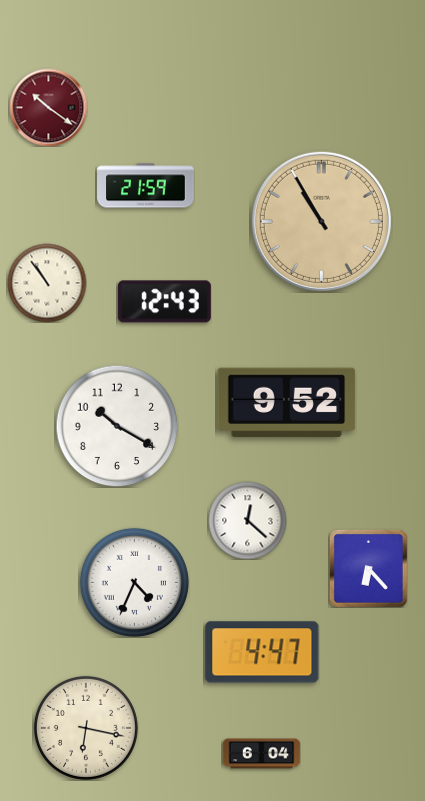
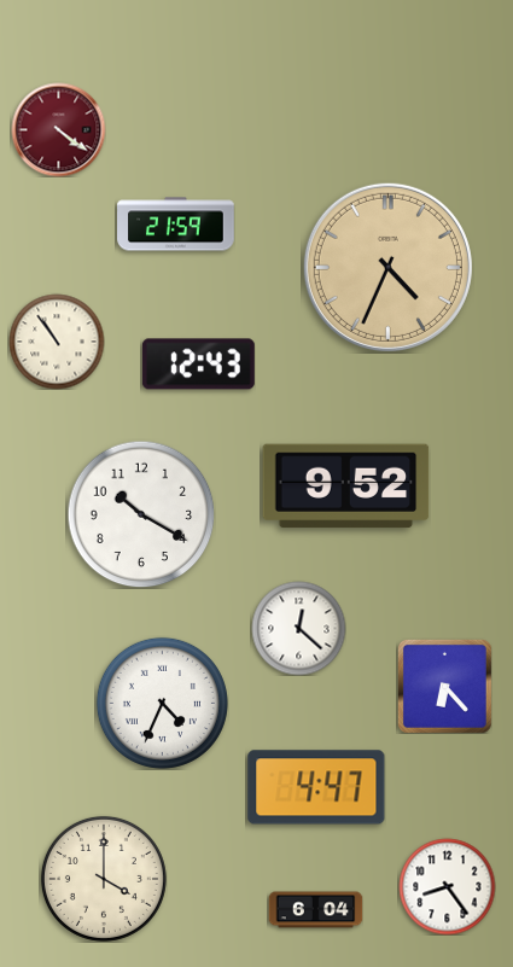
clock at (48, 107): 10:21 -> 4:21
clock at (321, 221): 10:55 -> 4:34
clock at (86, 728): 6:17 -> 4:00
clock at (447, 886): none -> 8:24
